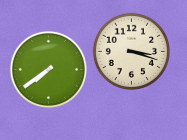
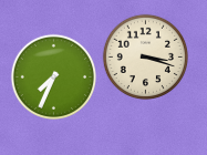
clock at (48, 69): 7:39 -> 7:34
